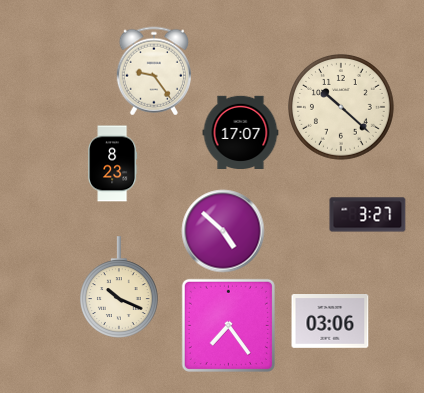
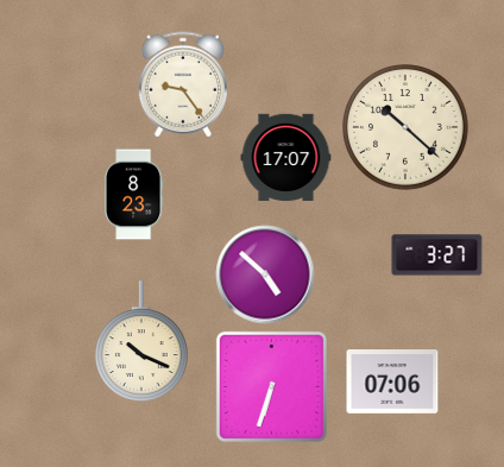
clock at (330, 322): 03:06 -> 07:06
clock at (228, 325): 7:24 -> 6:33
